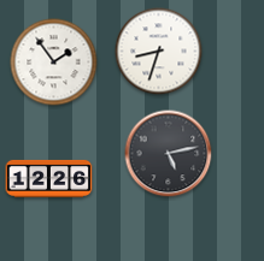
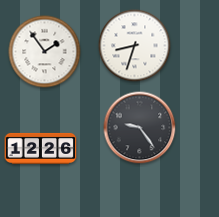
clock at (159, 52) position: (159, 52) -> (135, 46)
clock at (169, 154): 5:13 -> 9:24
